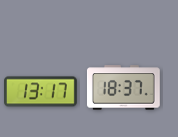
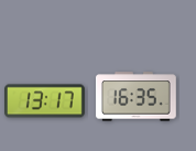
clock at (124, 88): 18:37 -> 16:35
